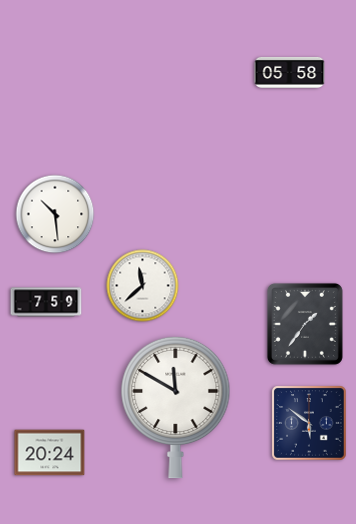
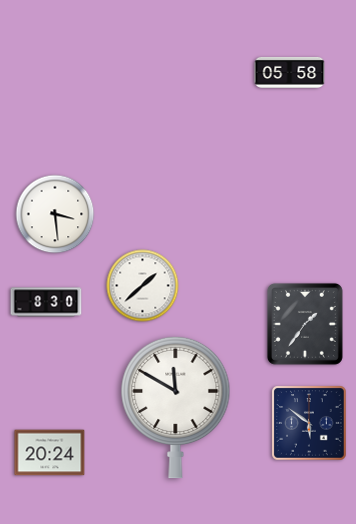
clock at (55, 214): 10:29 -> 3:29
clock at (143, 286): 11:38 -> 1:38
clock at (46, 302): 7:59 -> 8:30
